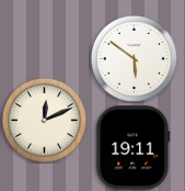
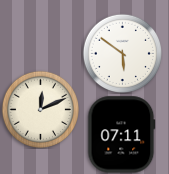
clock at (134, 148): 19:11 -> 07:11
